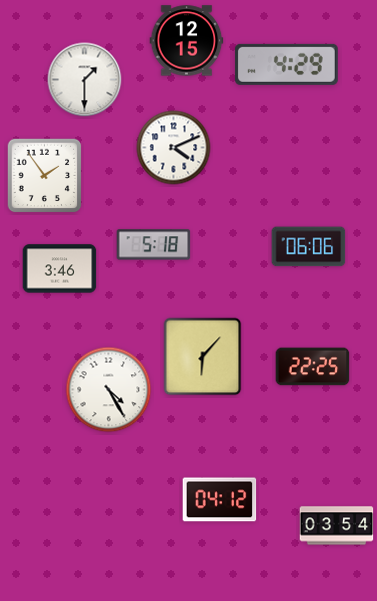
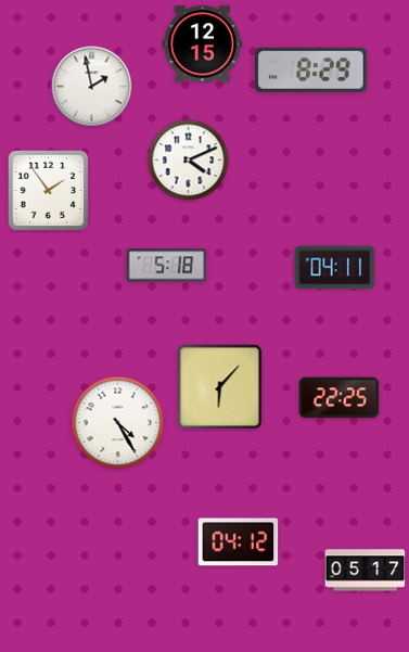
clock at (286, 64): 4:29 -> 8:29
clock at (85, 80): 1:30 -> 1:58
clock at (309, 247): 06:06 -> 04:11
clock at (60, 269): 3:46 -> none
clock at (337, 526): 03:54 -> 05:17
